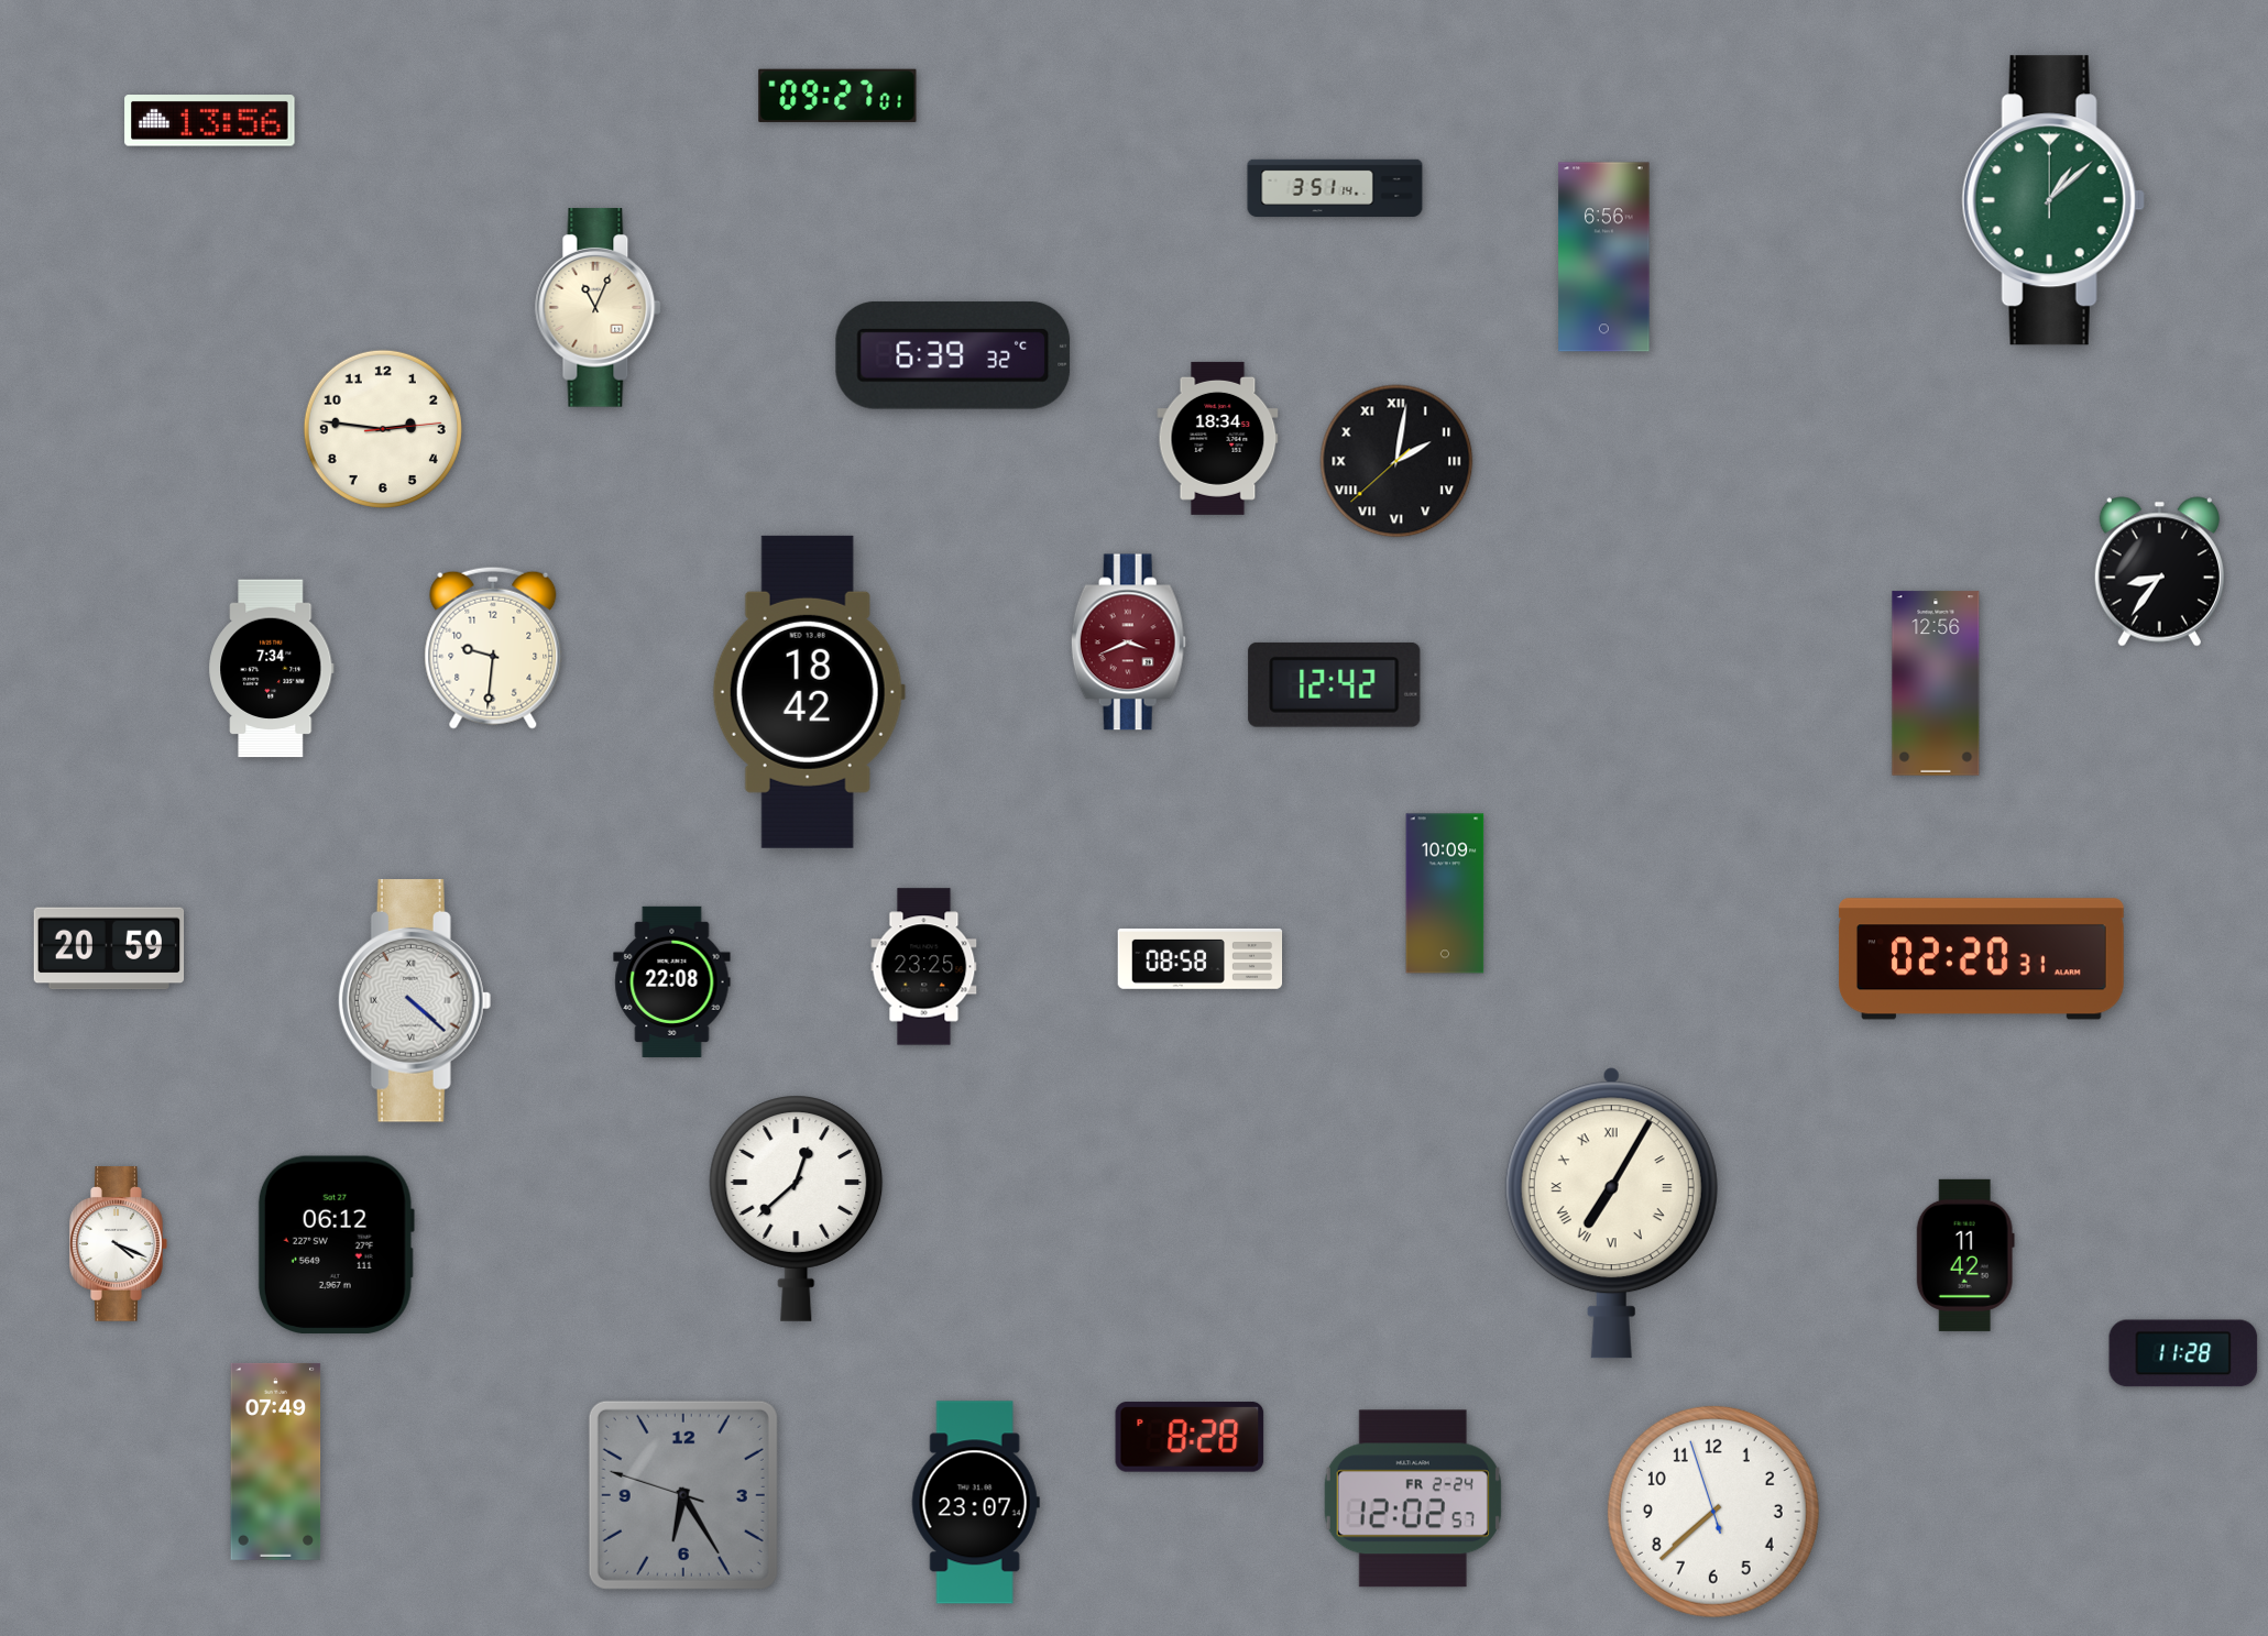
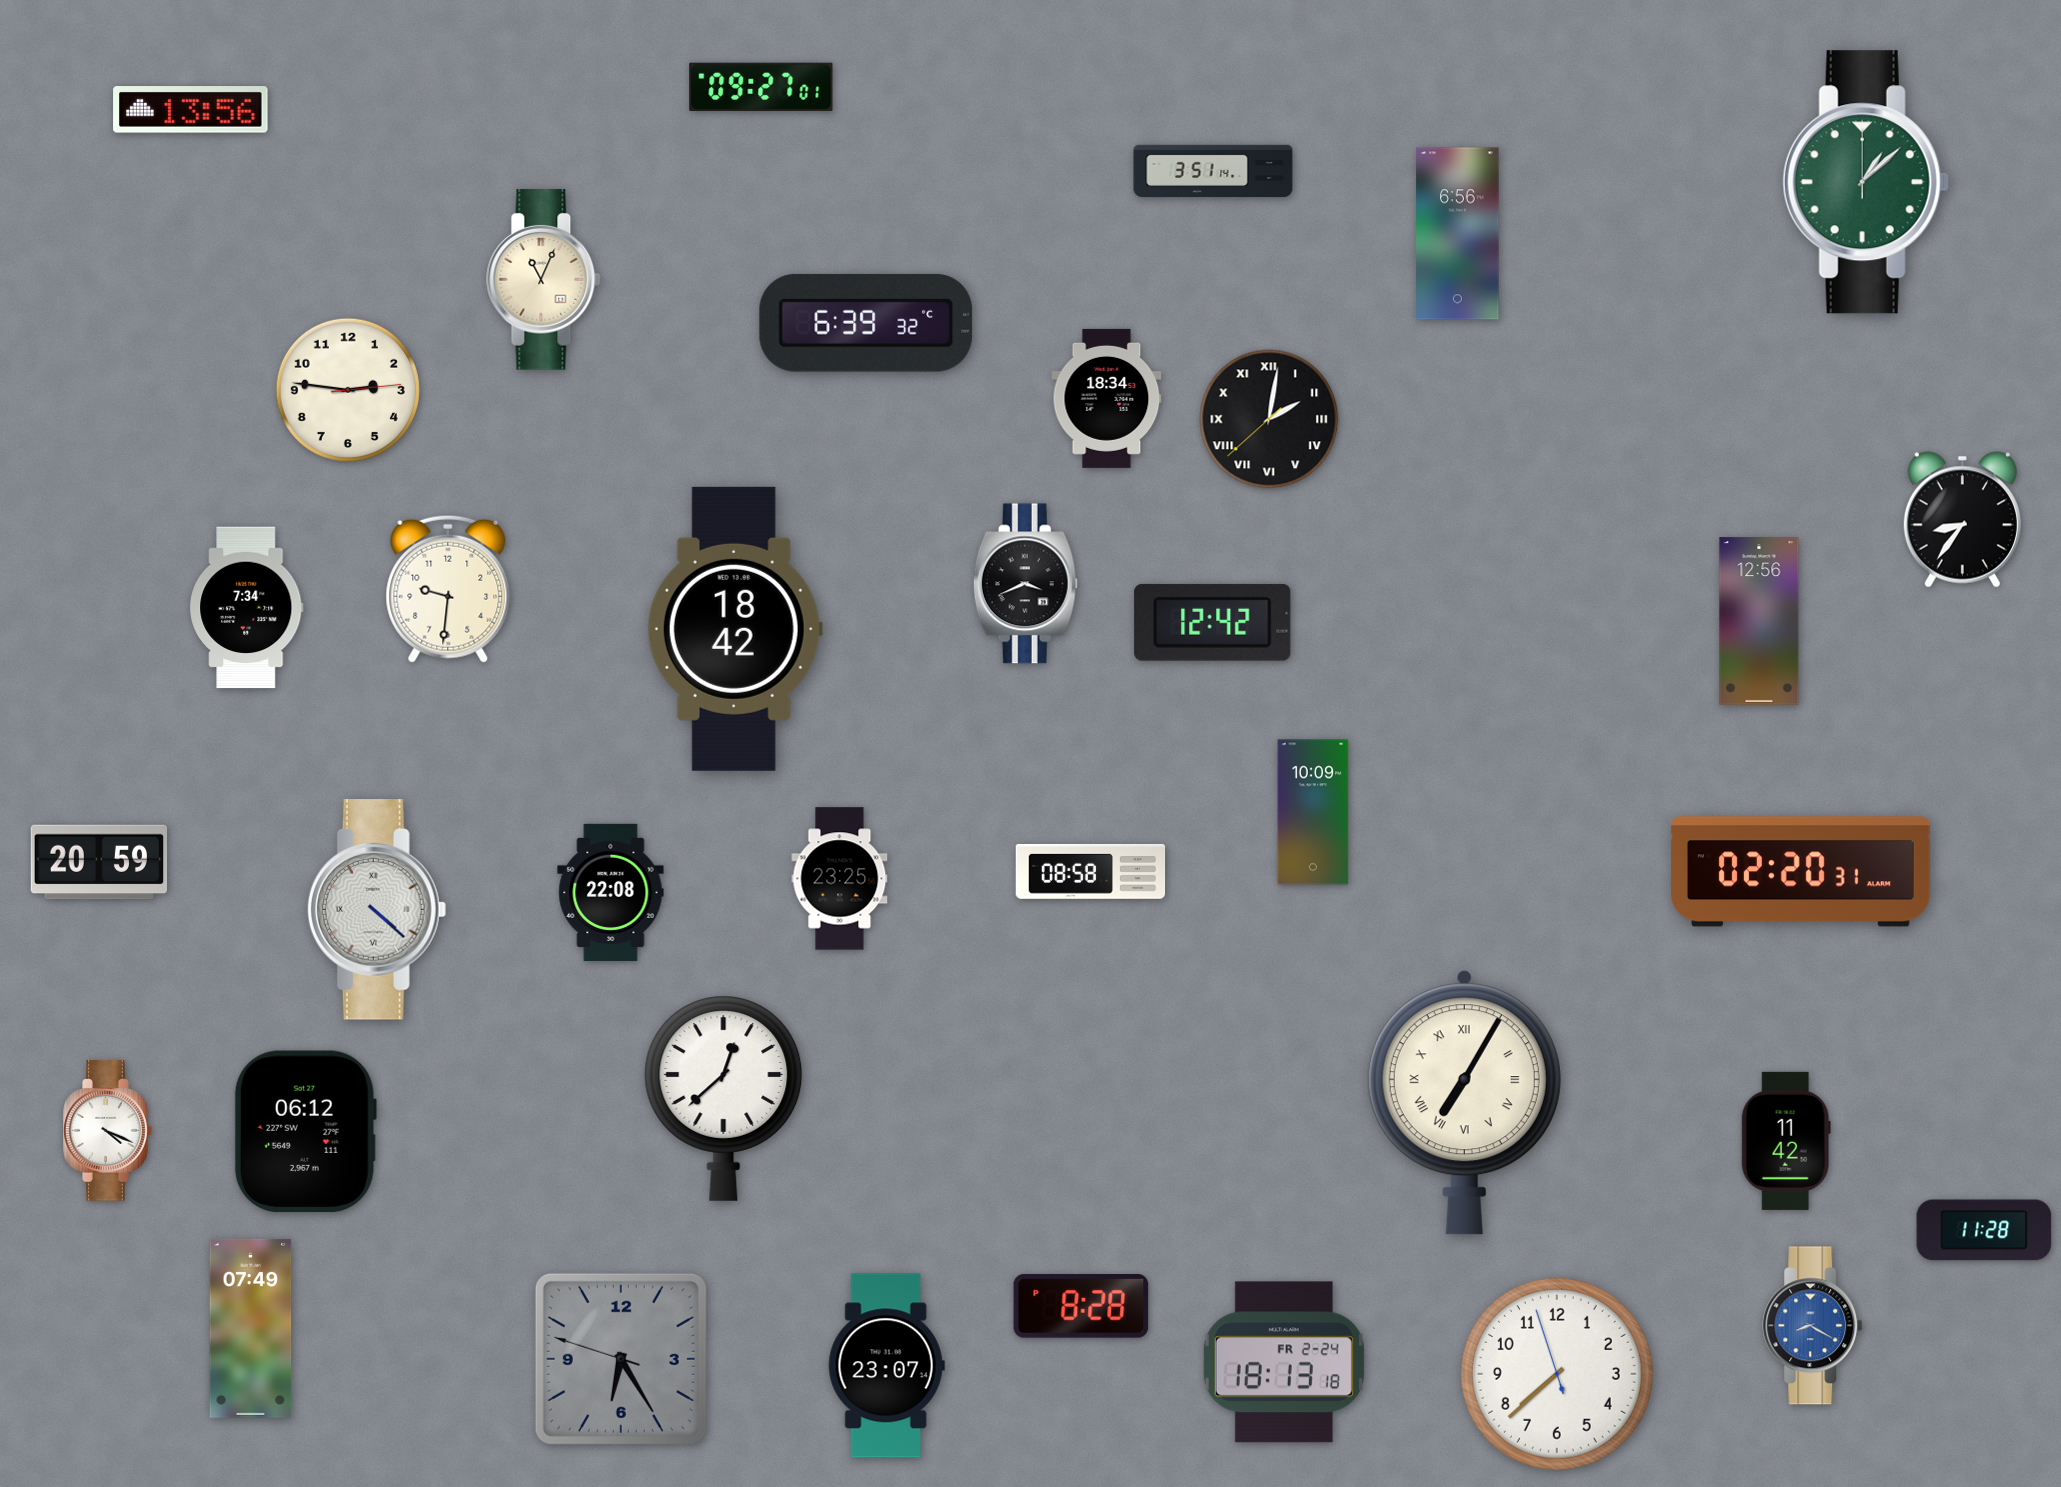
clock at (1128, 643) dial: burgundy -> black
clock at (1813, 1326): none -> 8:20
clock at (1413, 1498): 12:02 -> 18:13
